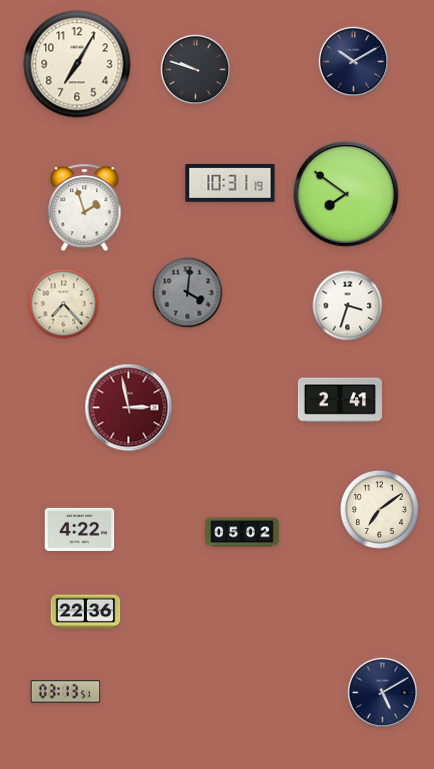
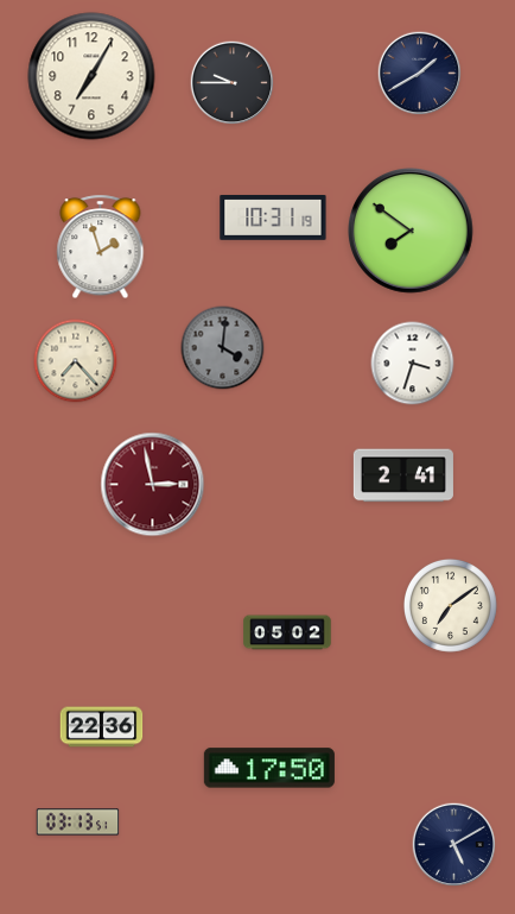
clock at (354, 62): 10:10 -> 1:40
clock at (196, 70): 9:48 -> 9:45
clock at (80, 529): 4:22 -> none
clock at (269, 768): none -> 17:50
clock at (383, 693) position: (383, 693) -> (454, 845)
